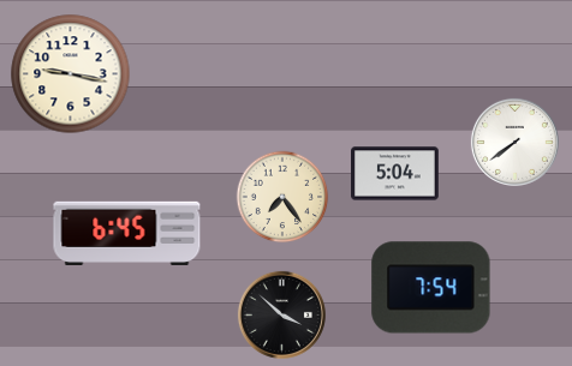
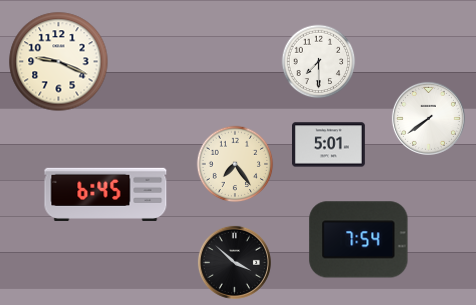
clock at (71, 74): 9:17 -> 9:19
clock at (319, 62): none -> 7:30
clock at (395, 174): 5:04 -> 5:01
